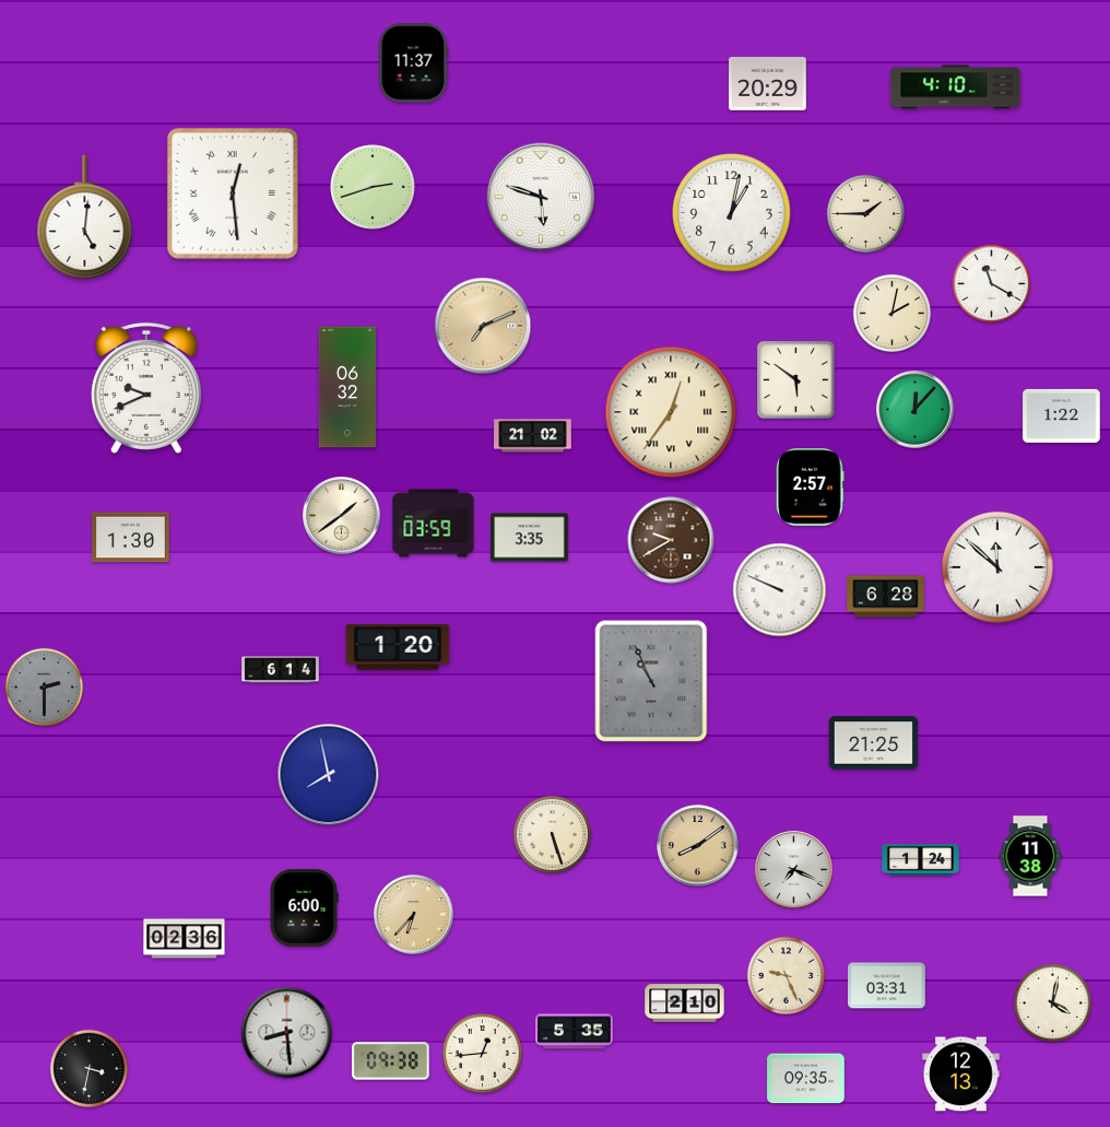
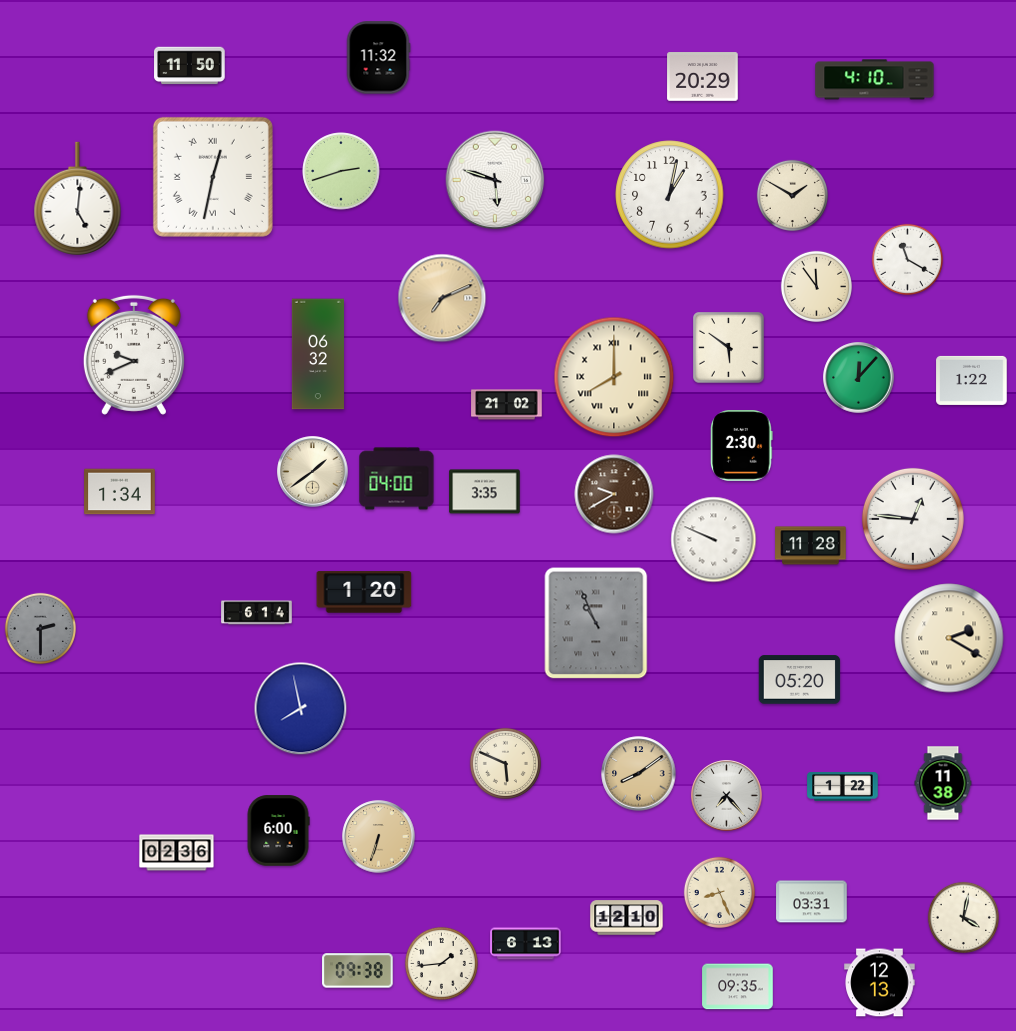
clock at (413, 63): 11:37 -> 11:32
clock at (190, 66): none -> 11:50
clock at (233, 193): 12:29 -> 12:32
clock at (865, 213): 1:45 -> 1:50
clock at (891, 313): 2:02 -> 11:54
clock at (916, 410) position: (916, 410) -> (859, 378)
clock at (671, 412): 12:36 -> 8:00
clock at (533, 436) position: (533, 436) -> (507, 405)
clock at (811, 488): 2:57 -> 2:30
clock at (434, 524): 03:59 -> 04:00
clock at (131, 538): 1:30 -> 1:34
clock at (997, 567): 11:52 -> 12:46
clock at (886, 597): 6:28 -> 11:28
clock at (949, 638): none -> 2:20
clock at (874, 743): 21:25 -> 05:20
clock at (552, 834): 5:27 -> 5:49
clock at (921, 860): 1:24 -> 1:22
clock at (794, 870): 7:19 -> 7:23
clock at (414, 915): 6:37 -> 6:33
clock at (185, 939) position: (185, 939) -> (177, 853)
clock at (786, 975): 9:26 -> 8:26
clock at (685, 1003): 2:10 -> 12:10
clock at (575, 1032): 5:35 -> 6:13
clock at (287, 1033): 8:29 -> none
clock at (482, 1053): 12:44 -> 1:44
clock at (88, 1068): 3:32 -> none
